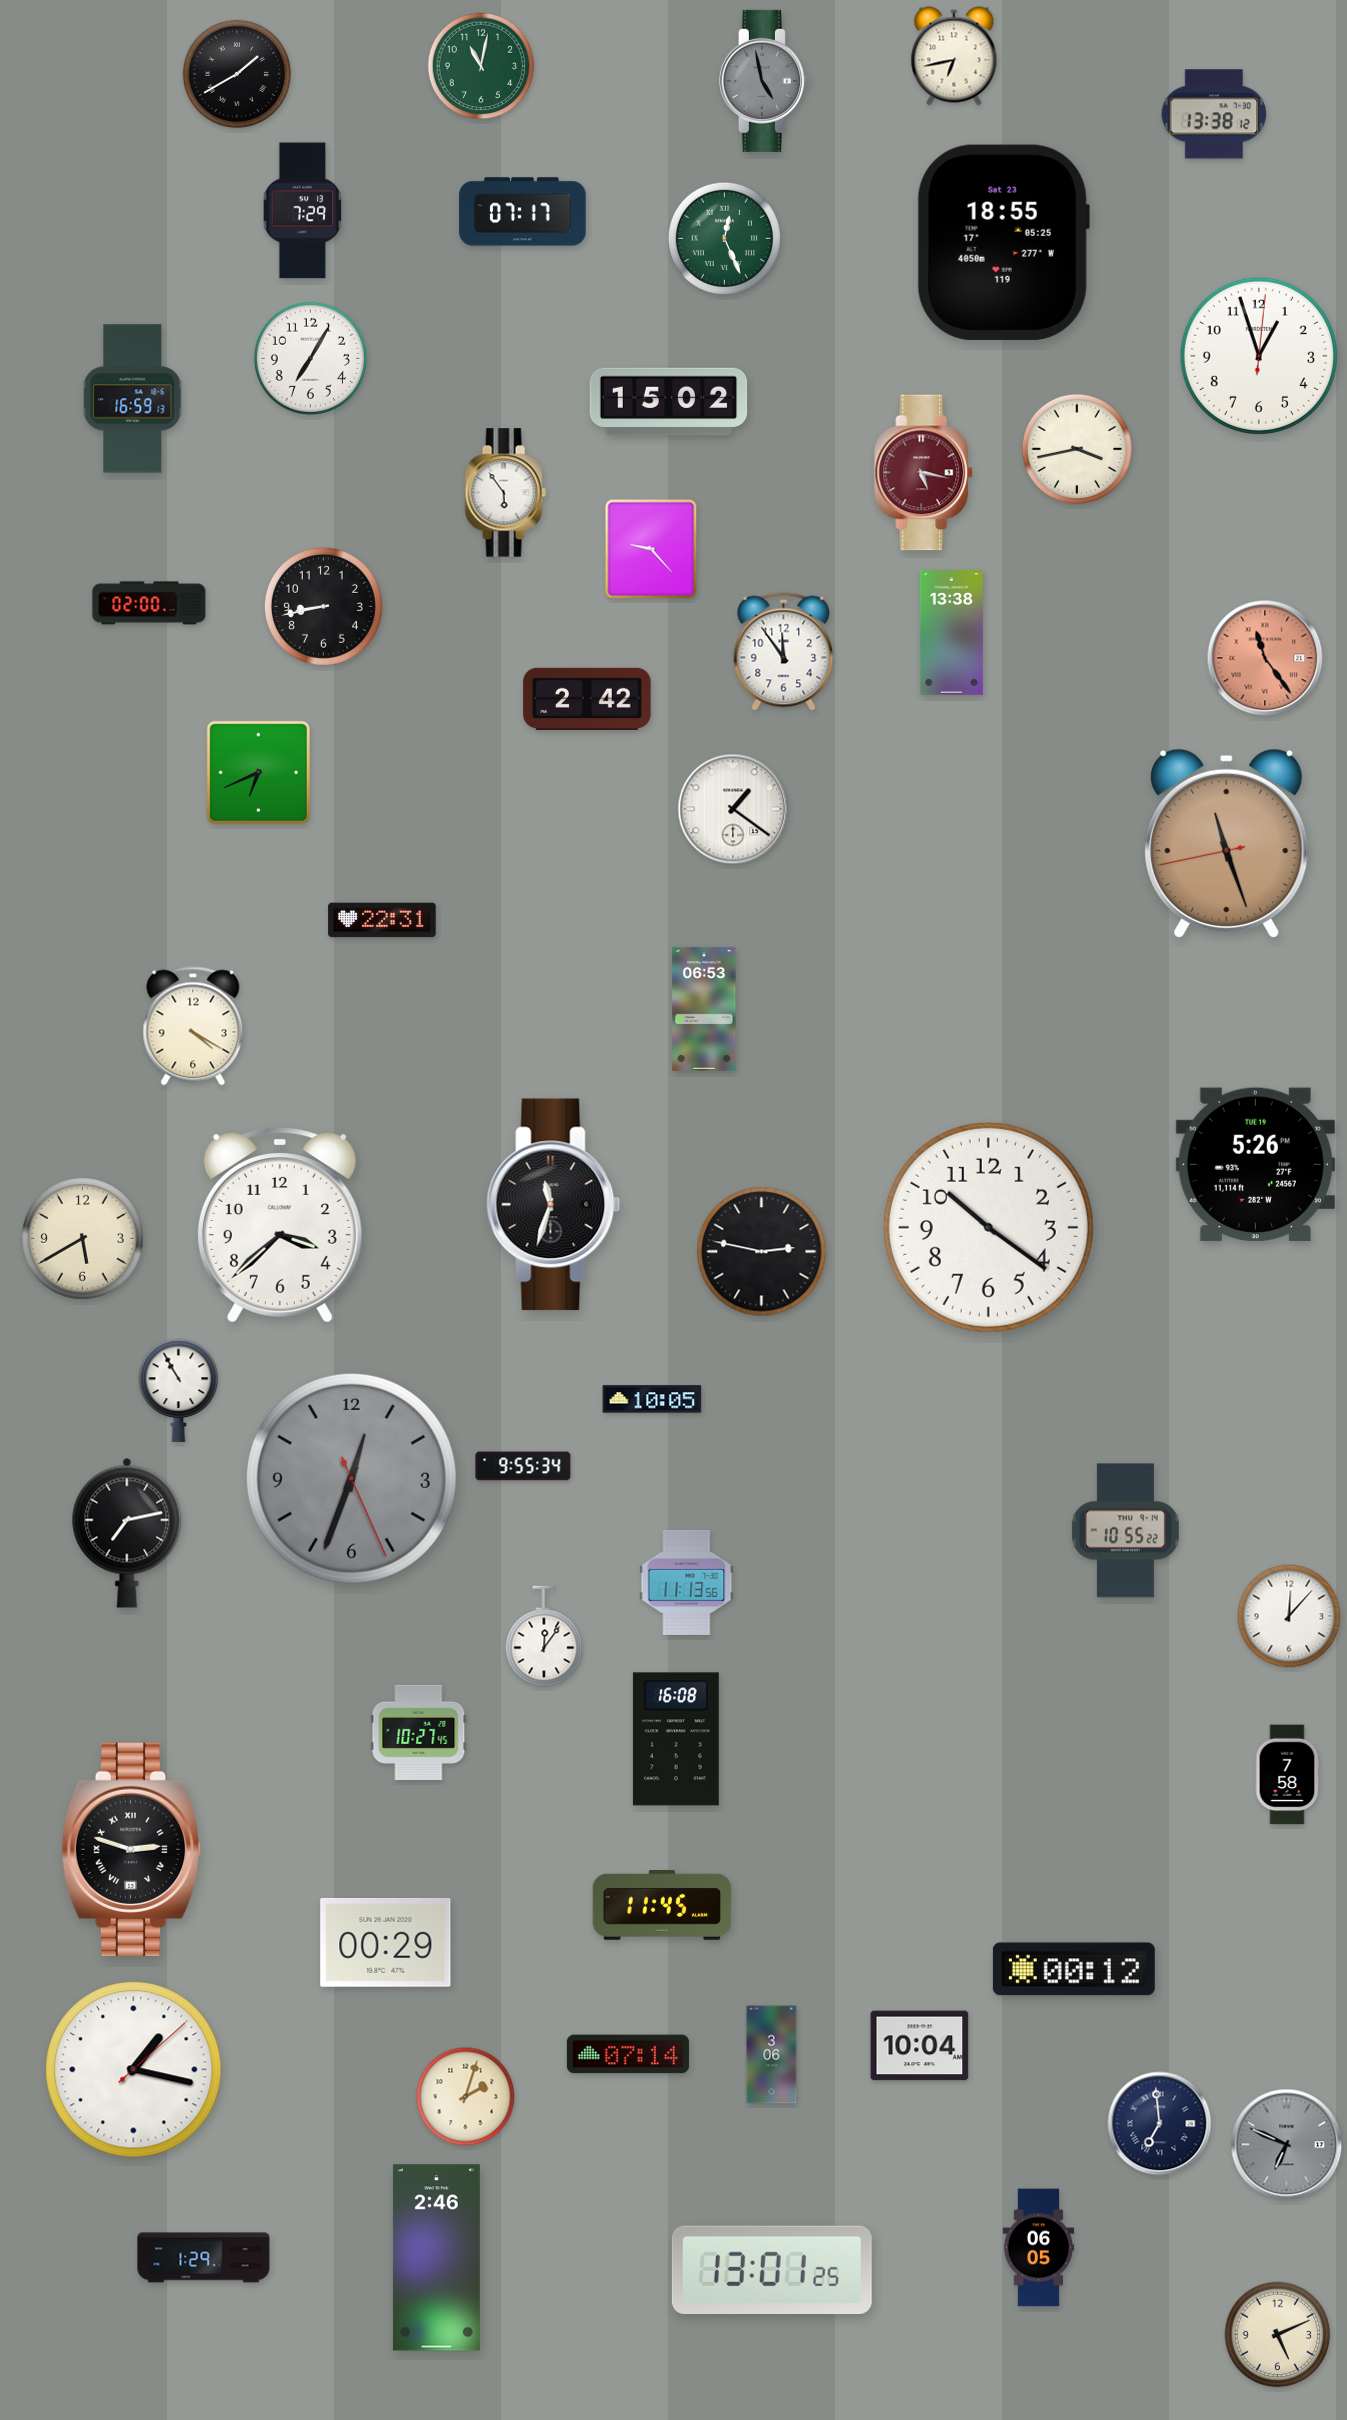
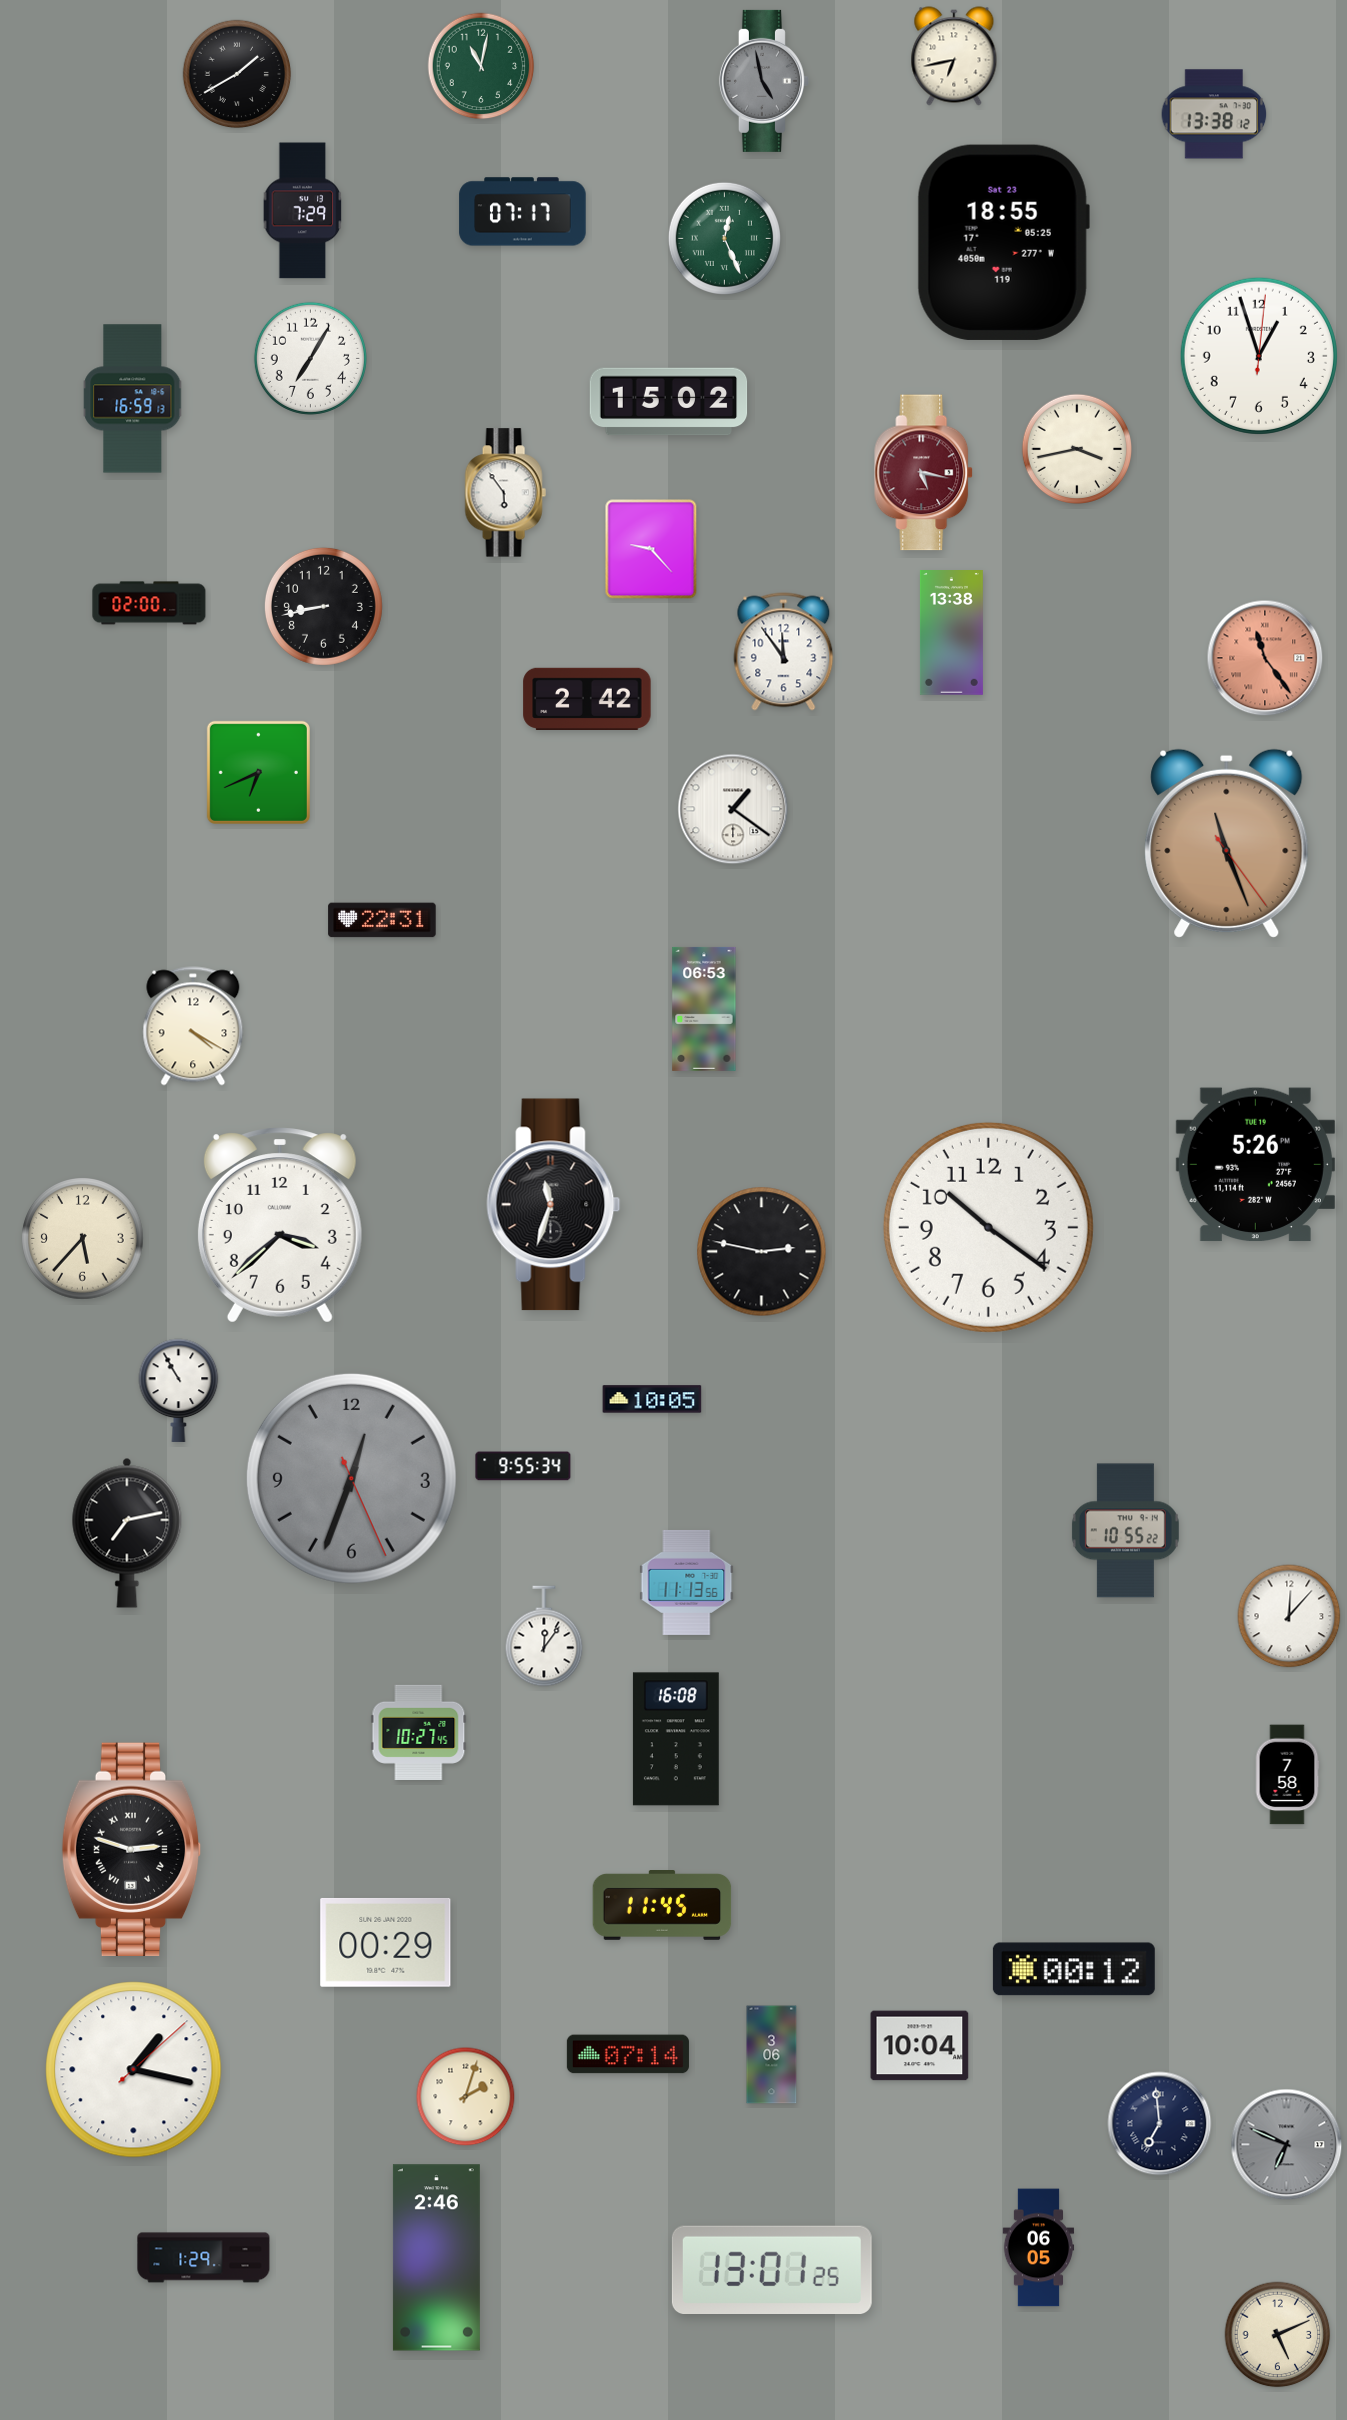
clock at (1227, 843): 11:26:43 -> 11:26:24
clock at (83, 1239): 5:40 -> 5:37
